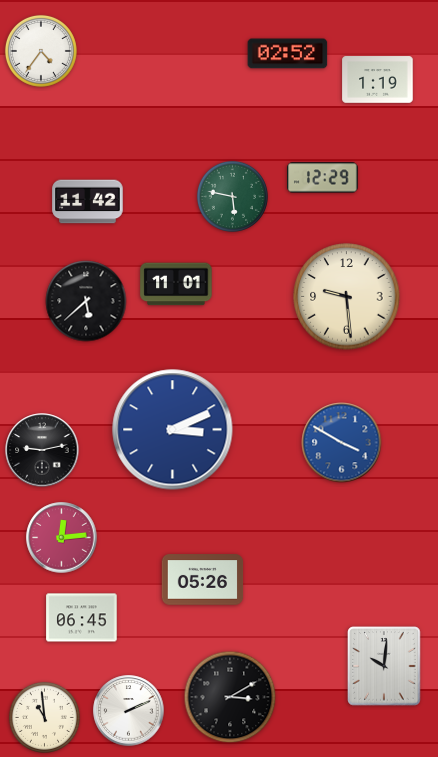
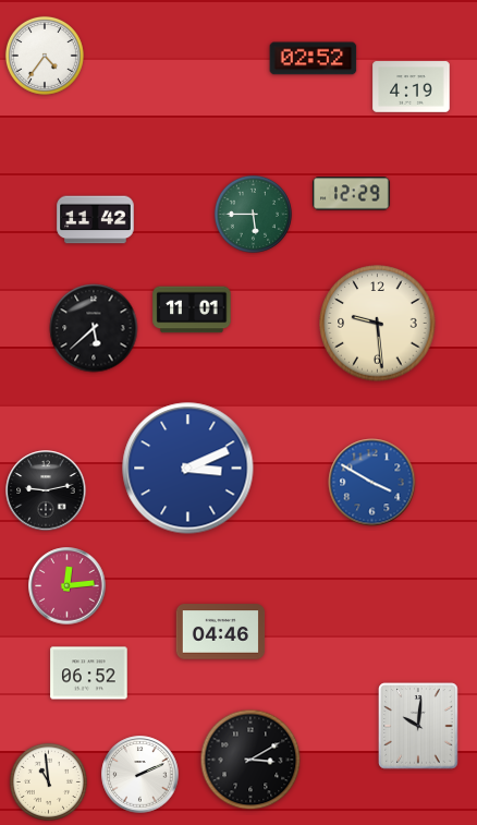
clock at (378, 80): 1:19 -> 4:19
clock at (232, 196): 5:47 -> 5:45
clock at (203, 580): 05:26 -> 04:46
clock at (82, 618): 06:45 -> 06:52
